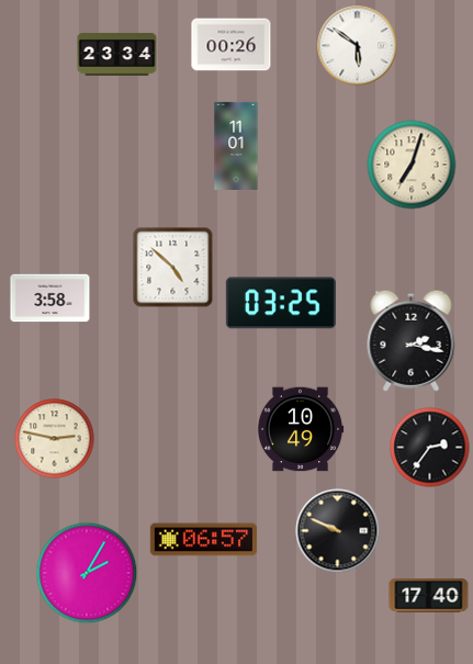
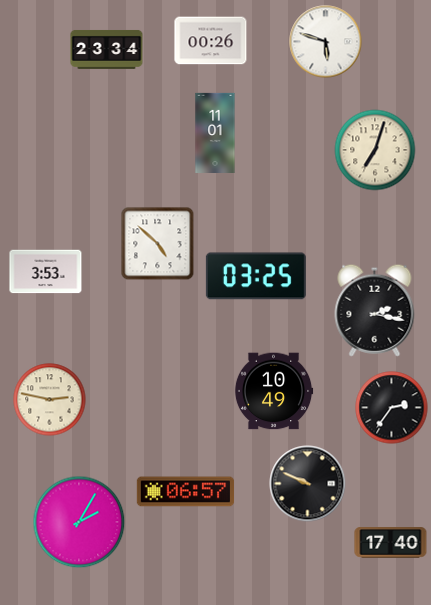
clock at (358, 46): 5:51 -> 5:48
clock at (50, 299): 3:58 -> 3:53
